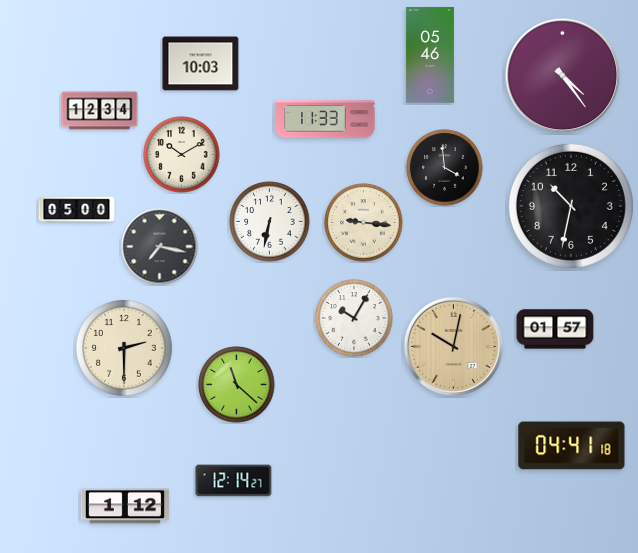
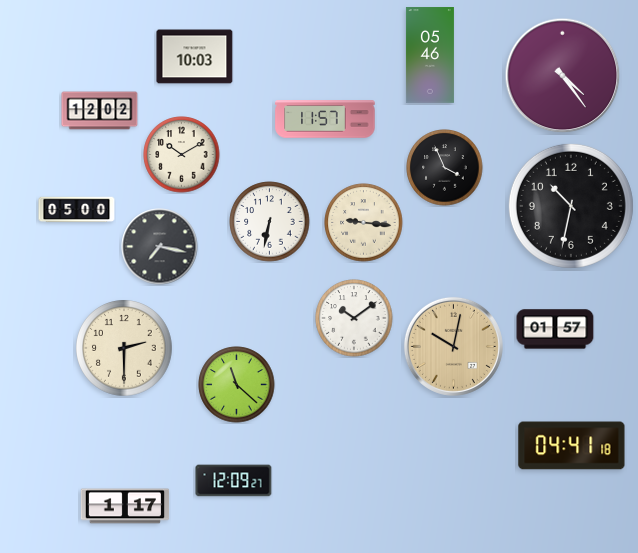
clock at (201, 64) position: (201, 64) -> (195, 57)
clock at (100, 111): 12:34 -> 12:02
clock at (325, 119): 11:33 -> 11:57
clock at (445, 168): 3:59 -> 3:56
clock at (354, 318): 10:05 -> 10:09
clock at (234, 481): 12:14 -> 12:09
clock at (125, 506): 1:12 -> 1:17
